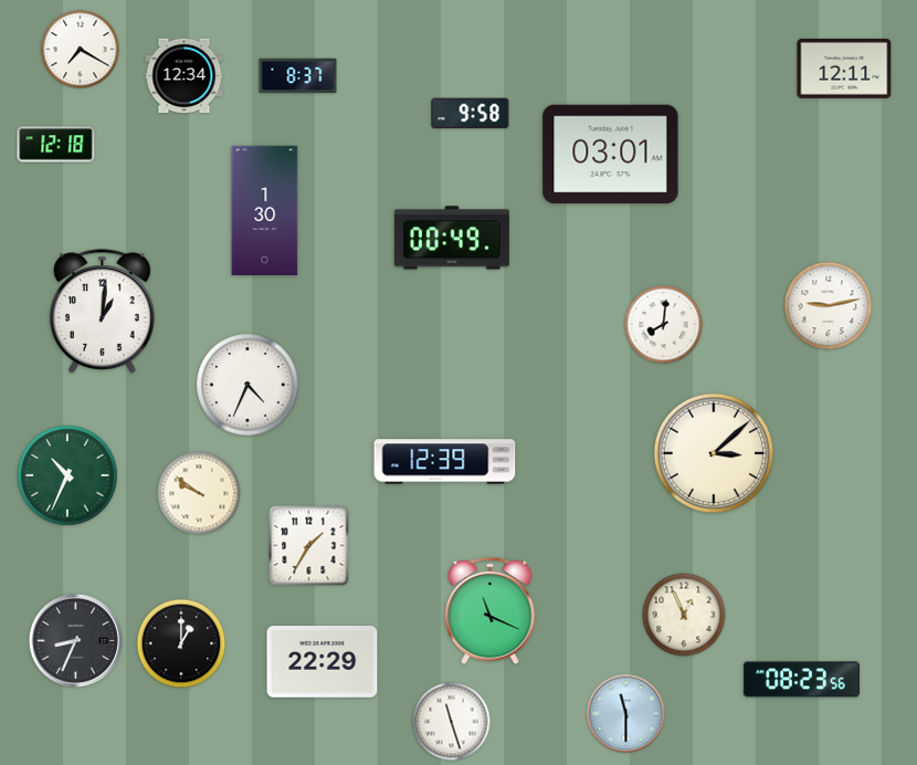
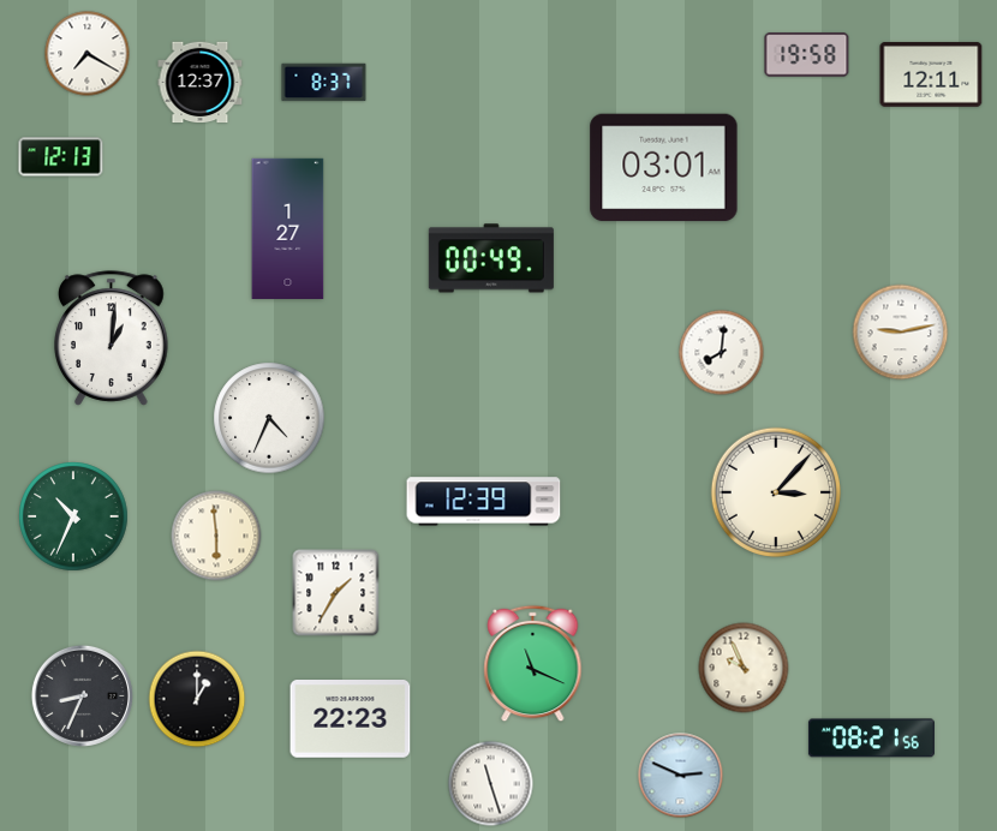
clock at (807, 55): none -> 19:58
clock at (844, 69) position: (844, 69) -> (931, 74)
clock at (185, 76): 12:34 -> 12:37
clock at (471, 114): 9:58 -> none
clock at (56, 145): 12:18 -> 12:13
clock at (265, 210): 1:30 -> 1:27
clock at (713, 452): 3:08 -> 3:07
clock at (199, 493): 9:51 -> 5:59
clock at (684, 615): 12:56 -> 9:56
clock at (323, 662): 22:29 -> 22:23
clock at (801, 680): 08:23 -> 08:21
clock at (626, 714): 11:30 -> 2:49
